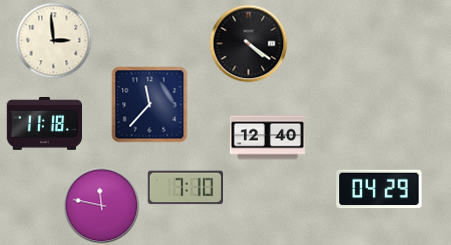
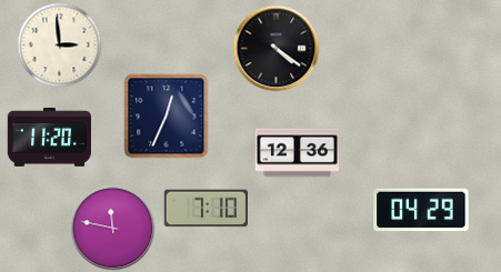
clock at (150, 105): 11:37 -> 12:34
clock at (44, 123): 11:18 -> 11:20
clock at (267, 138): 12:40 -> 12:36
